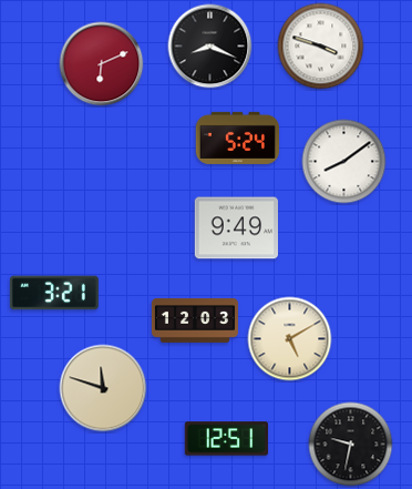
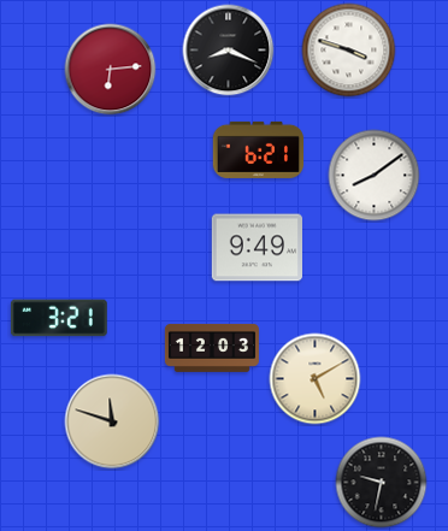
clock at (102, 64): 6:11 -> 6:14
clock at (237, 137): 5:24 -> 6:21
clock at (290, 339) position: (290, 339) -> (316, 379)
clock at (226, 439): 12:51 -> none
